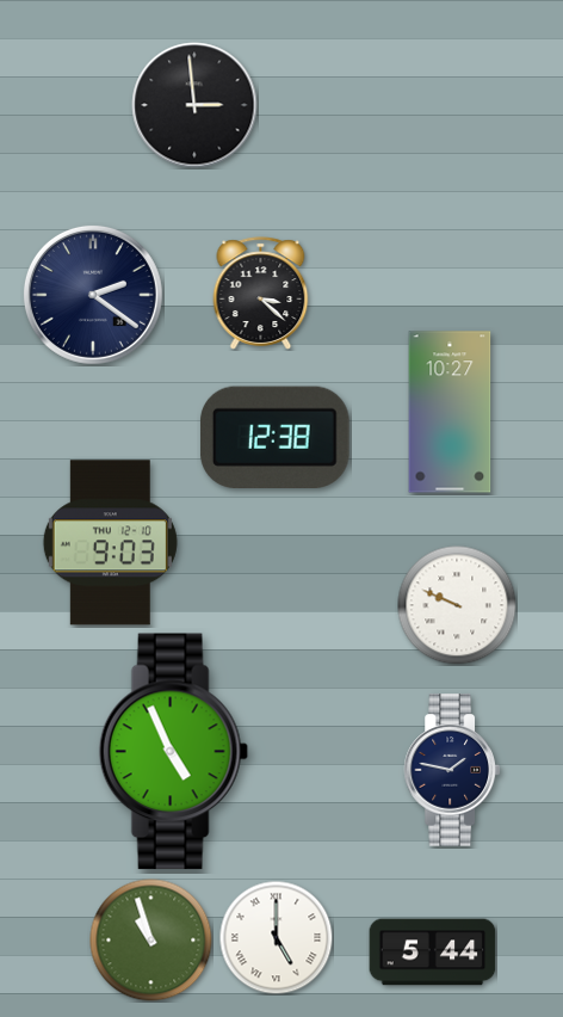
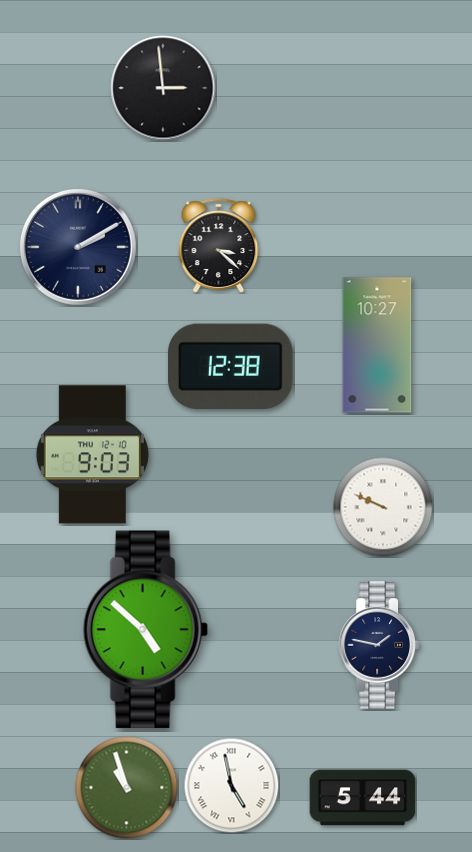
clock at (93, 295): 2:21 -> 2:10
clock at (173, 752): 4:56 -> 4:52
clock at (276, 937): 5:00 -> 4:58
